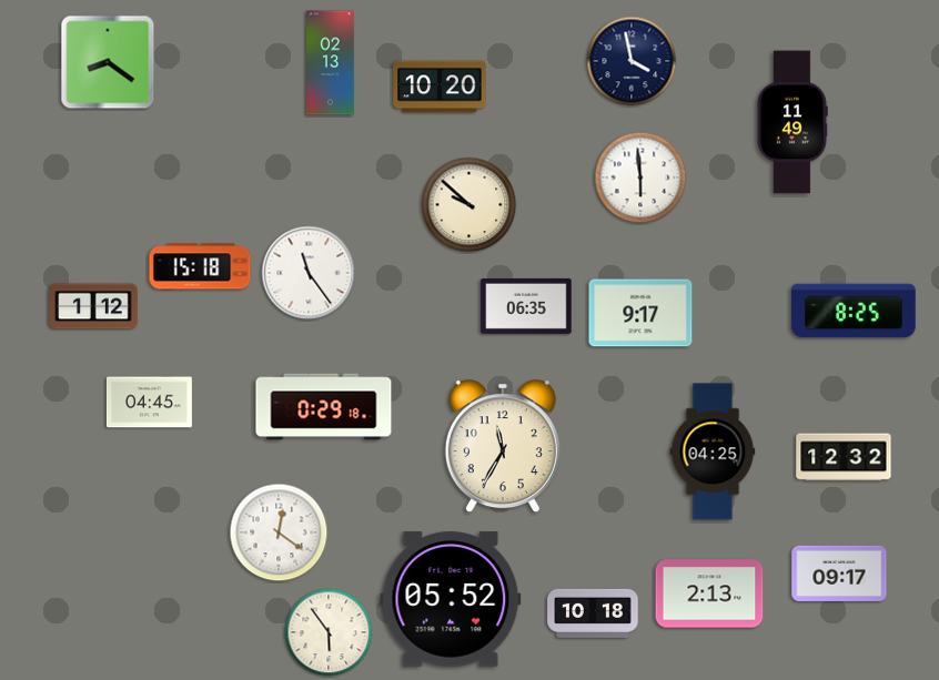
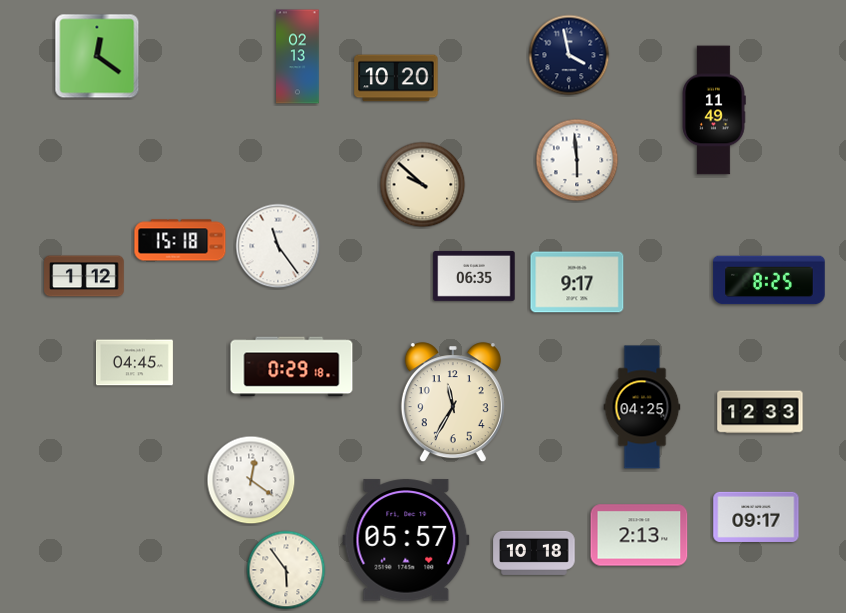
clock at (108, 62): 8:21 -> 12:21
clock at (844, 457): 12:32 -> 12:33
clock at (451, 599): 05:52 -> 05:57
clock at (329, 632) position: (329, 632) -> (286, 570)
